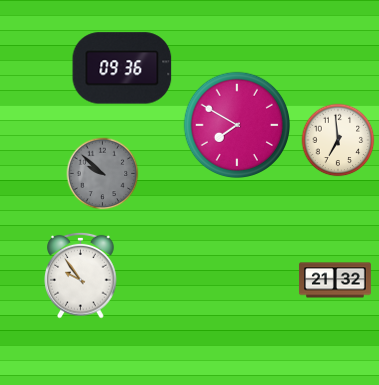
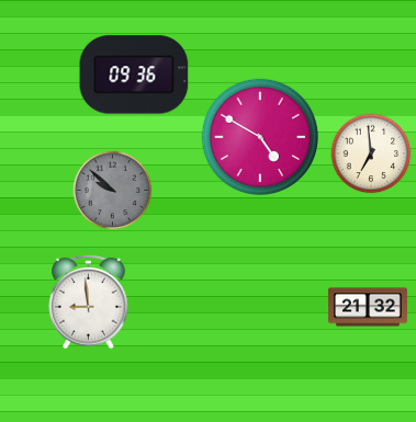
clock at (237, 125): 7:50 -> 4:50
clock at (81, 275): 9:54 -> 8:59
